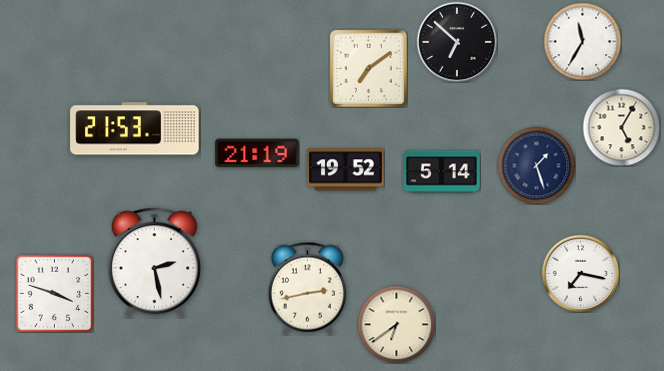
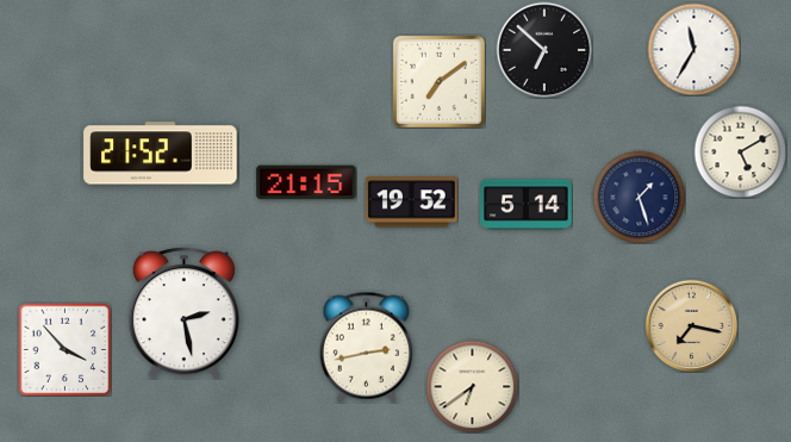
clock at (621, 127): 5:05 -> 5:10
clock at (135, 129): 21:53 -> 21:52
clock at (257, 153): 21:19 -> 21:15
clock at (580, 273) dial: white -> champagne
clock at (307, 288) position: (307, 288) -> (366, 347)
clock at (54, 293): 3:48 -> 3:53
